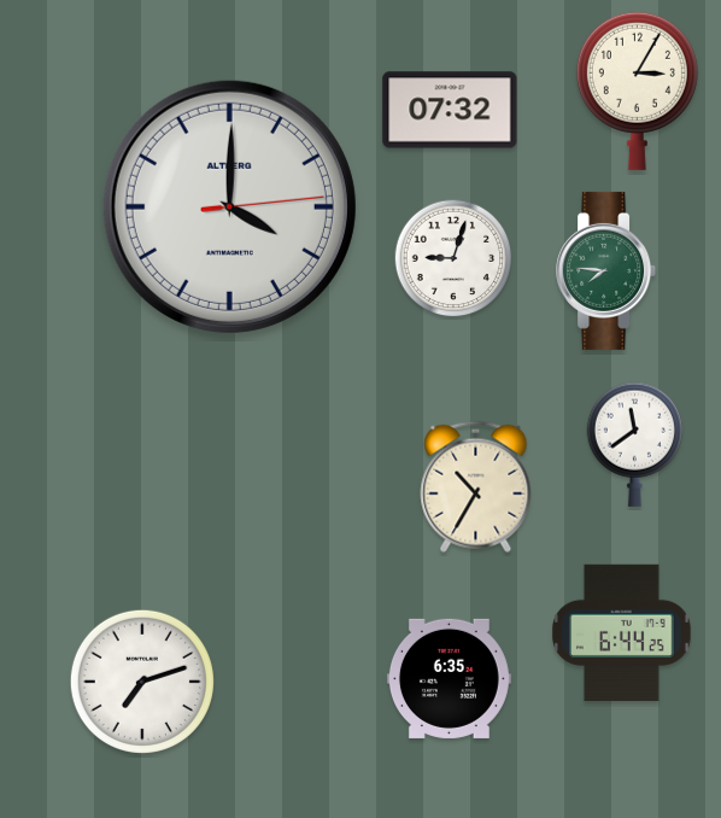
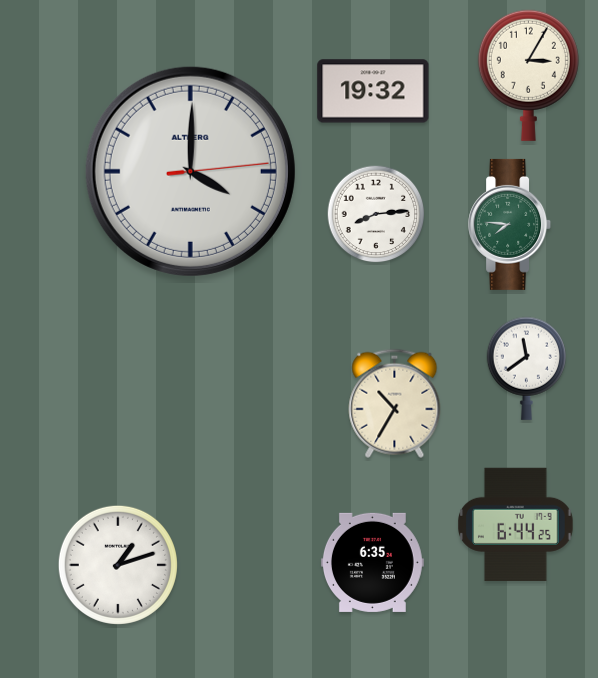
clock at (450, 110): 07:32 -> 19:32
clock at (453, 258): 9:03 -> 8:14
clock at (606, 270) position: (606, 270) -> (510, 224)
clock at (142, 682): 7:12 -> 1:12
